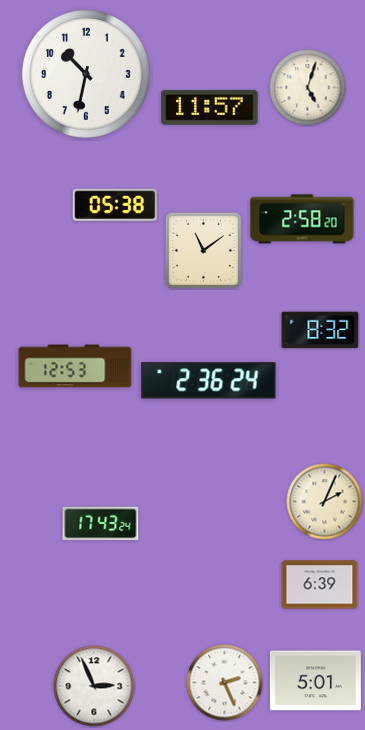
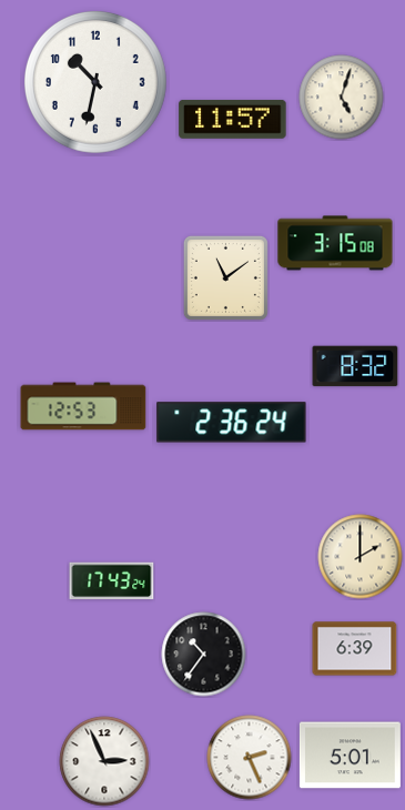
clock at (114, 205): 05:38 -> none
clock at (302, 219): 2:58 -> 3:15
clock at (325, 502): 2:04 -> 2:00
clock at (204, 655): none -> 10:36
